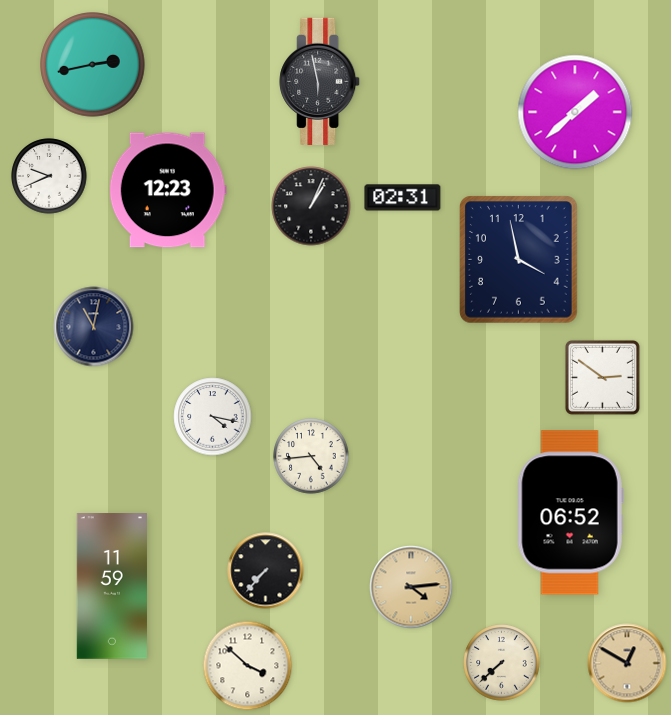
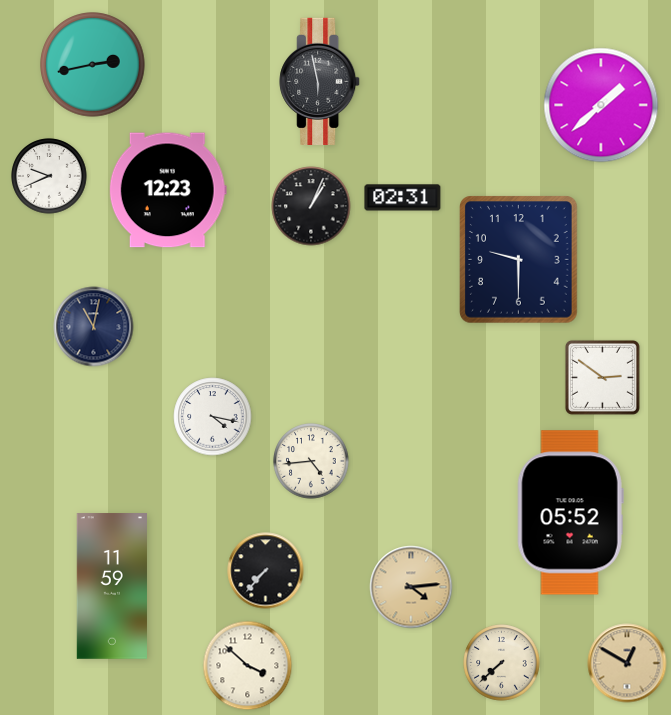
clock at (575, 112) position: (575, 112) -> (601, 105)
clock at (519, 260): 3:58 -> 9:30
clock at (311, 456) position: (311, 456) -> (311, 461)
clock at (570, 513): 06:52 -> 05:52
